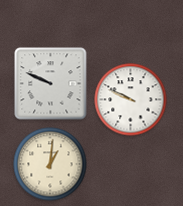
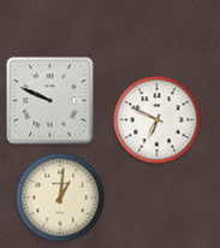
clock at (51, 84) position: (51, 84) -> (50, 101)
clock at (131, 100): 9:49 -> 6:49
